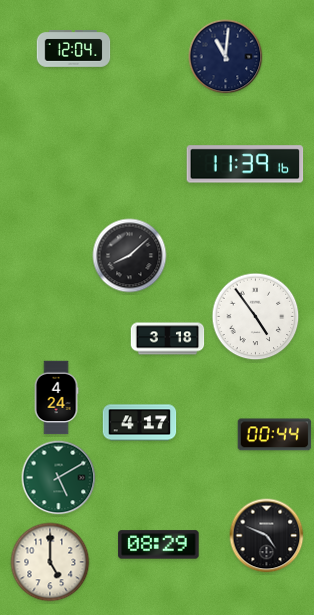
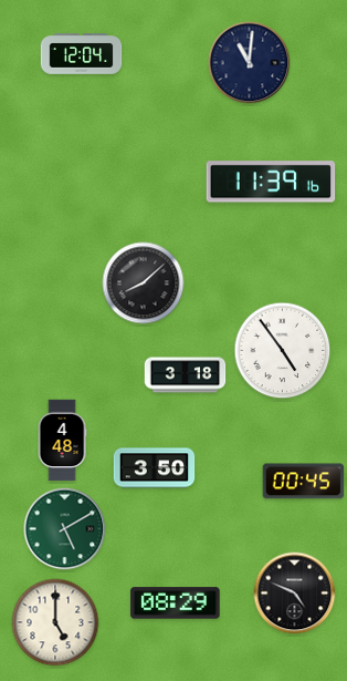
clock at (56, 398): 4:24 -> 4:48
clock at (140, 423): 4:17 -> 3:50
clock at (275, 435): 00:44 -> 00:45
